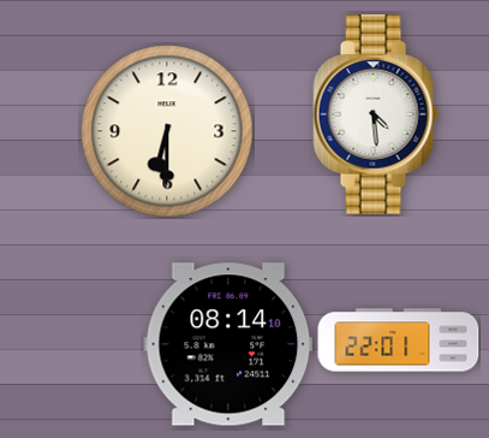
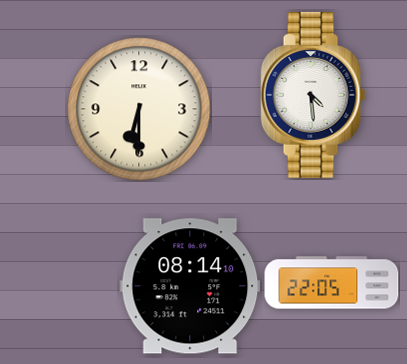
clock at (399, 341): 22:01 -> 22:05
